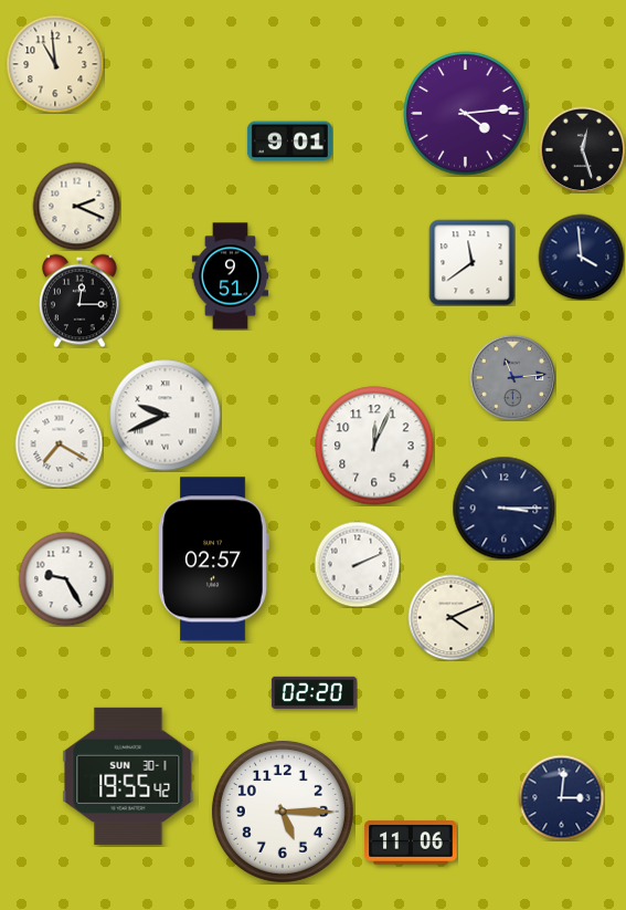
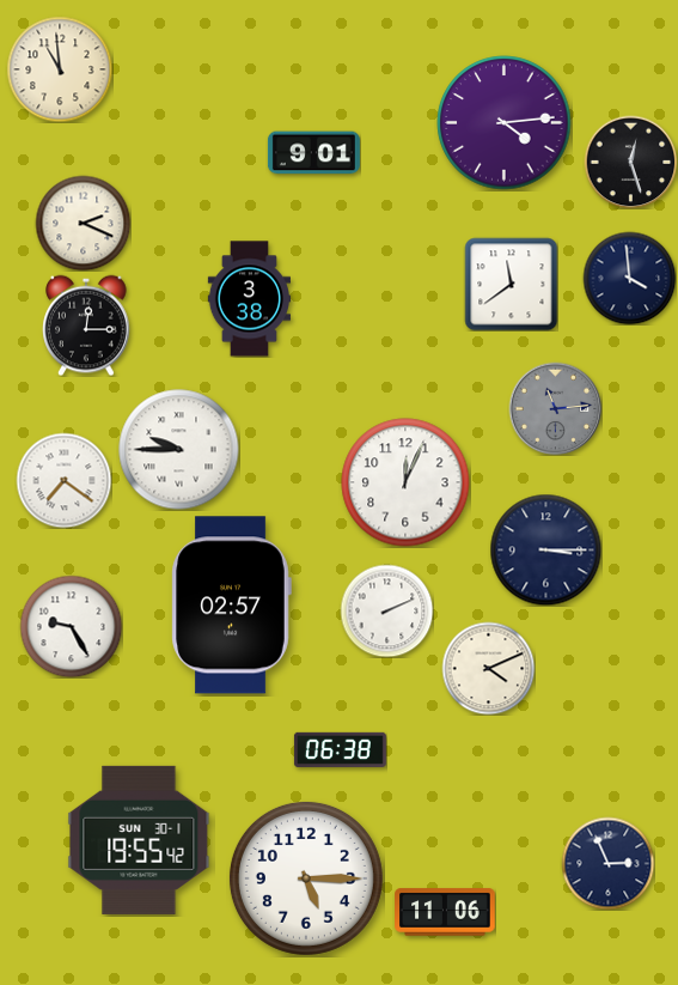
clock at (230, 276): 9:51 -> 3:38
clock at (166, 416): 9:41 -> 9:45
clock at (59, 443): 7:20 -> 7:21
clock at (314, 692): 02:20 -> 06:38
clock at (561, 797): 3:01 -> 2:56
